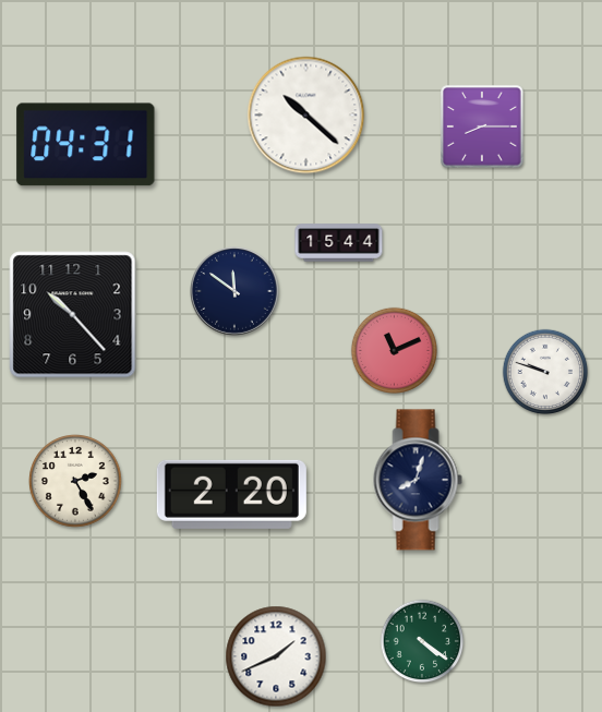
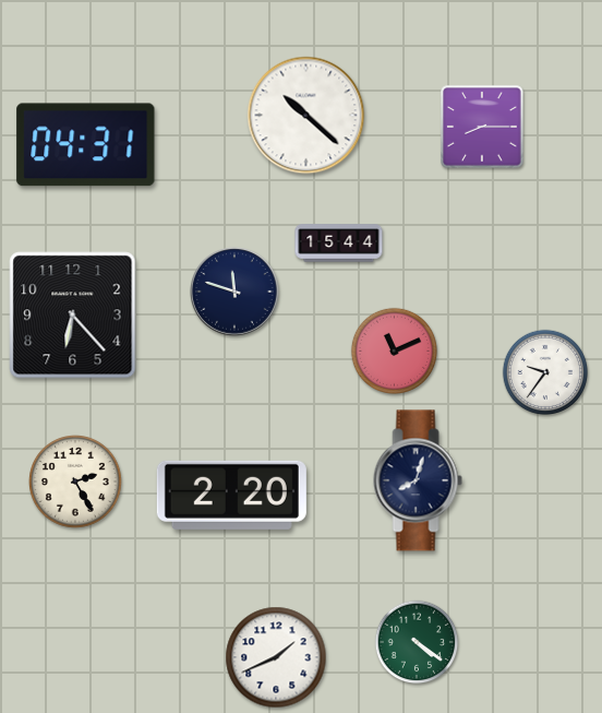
clock at (236, 292): 11:51 -> 11:48
clock at (73, 315): 10:23 -> 6:23
clock at (545, 372): 9:48 -> 9:36
clock at (422, 641) position: (422, 641) -> (417, 642)
